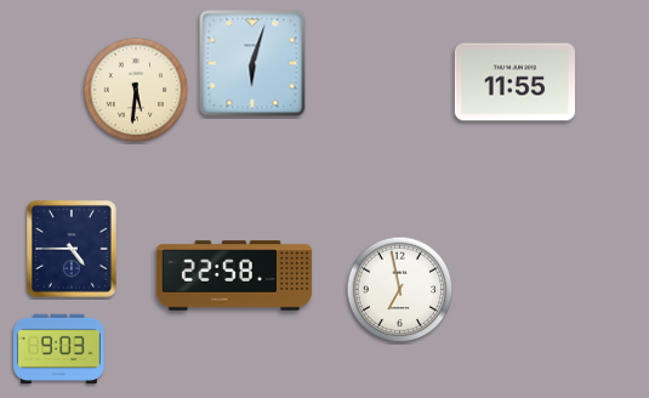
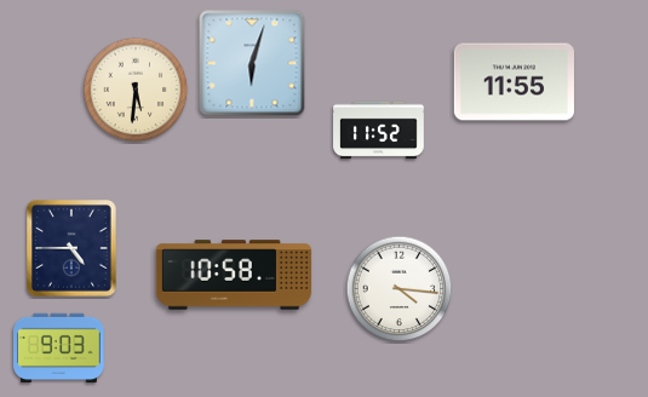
clock at (379, 131): none -> 11:52
clock at (234, 275): 22:58 -> 10:58
clock at (400, 290): 6:58 -> 4:16
